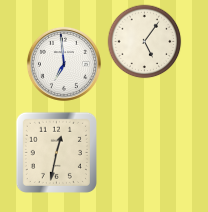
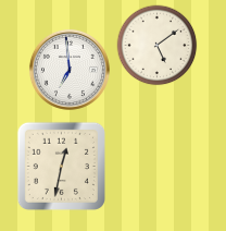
clock at (145, 42): 5:06 -> 5:09
